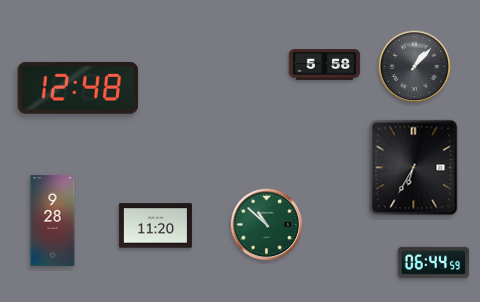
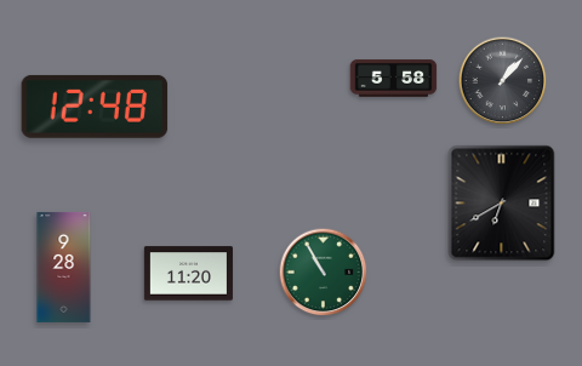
clock at (414, 168): 6:35 -> 6:40
clock at (267, 225): 10:52 -> 10:55
clock at (434, 262): 06:44 -> none
